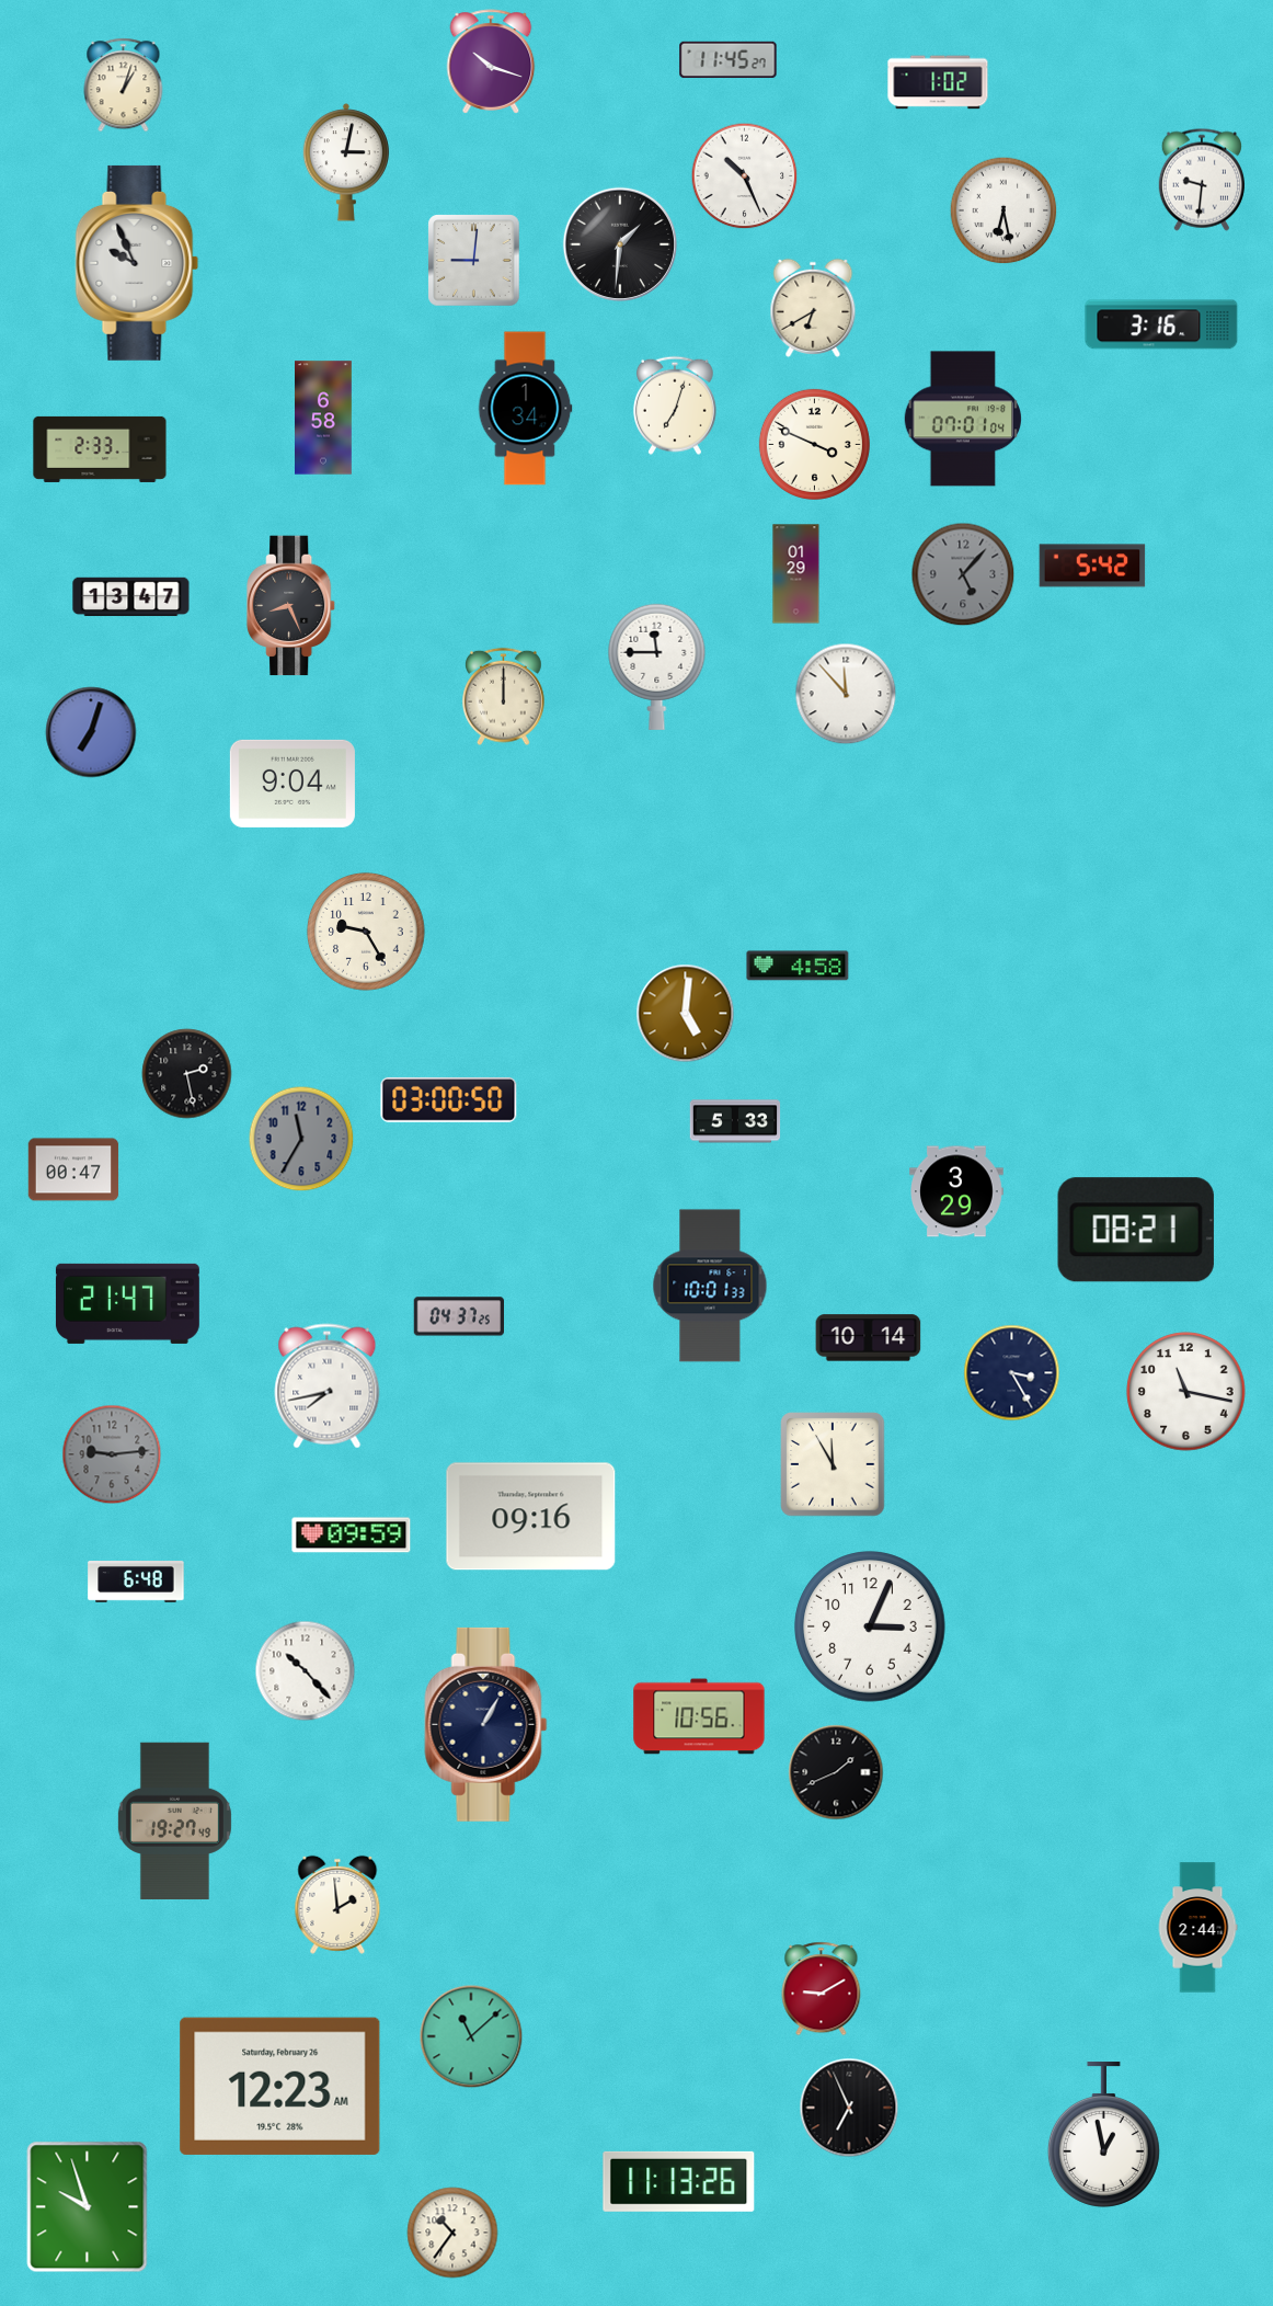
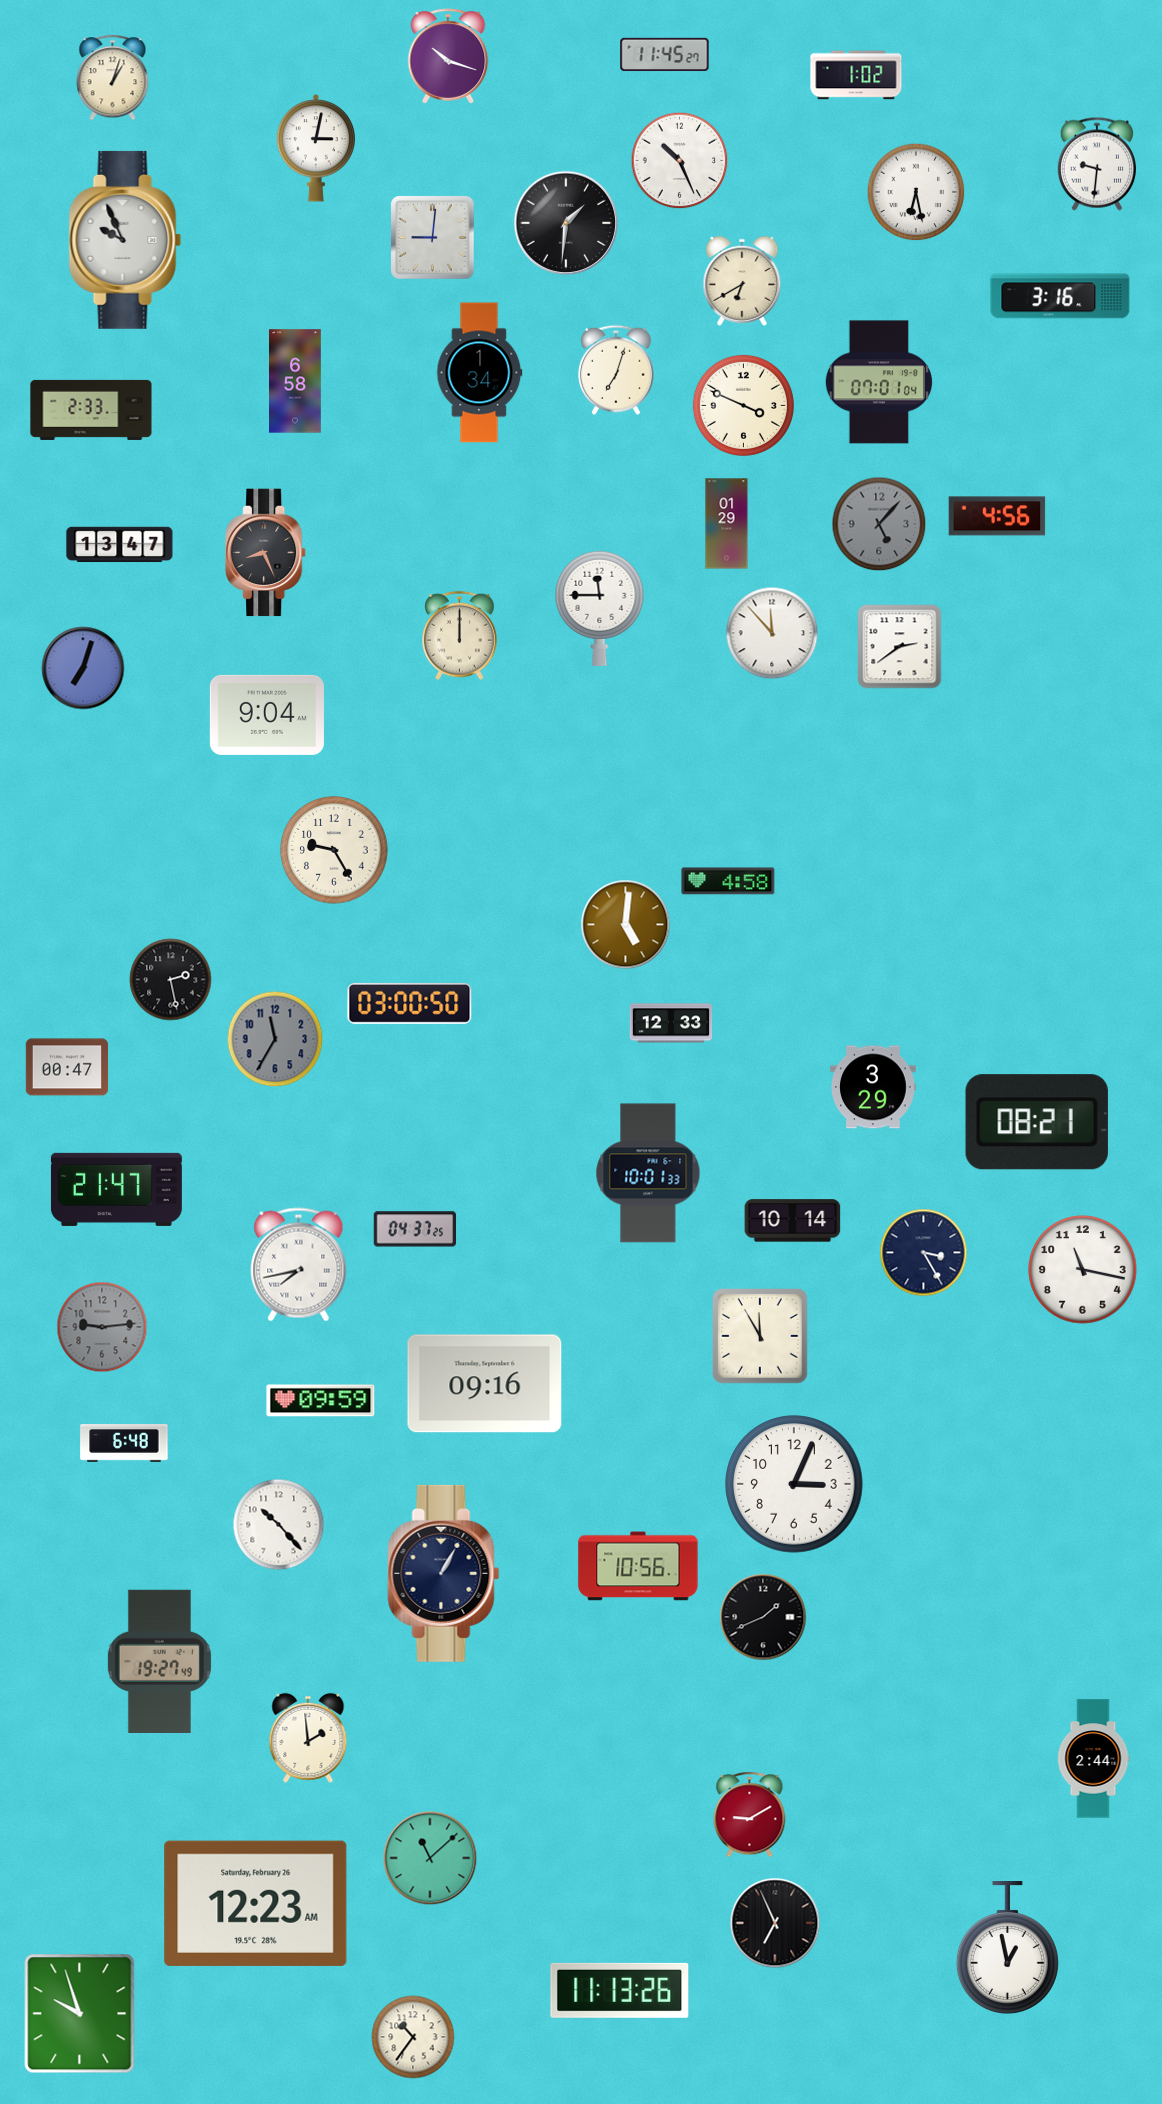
clock at (1092, 566): 5:42 -> 4:56
clock at (900, 647): none -> 2:39
clock at (735, 1121): 5:33 -> 12:33
clock at (458, 1316) position: (458, 1316) -> (414, 1229)
